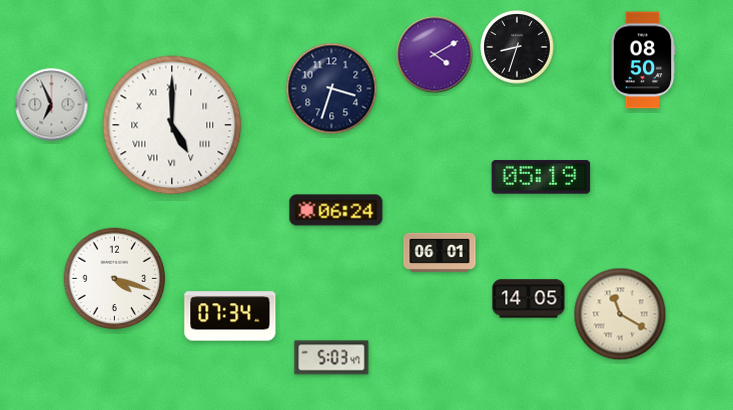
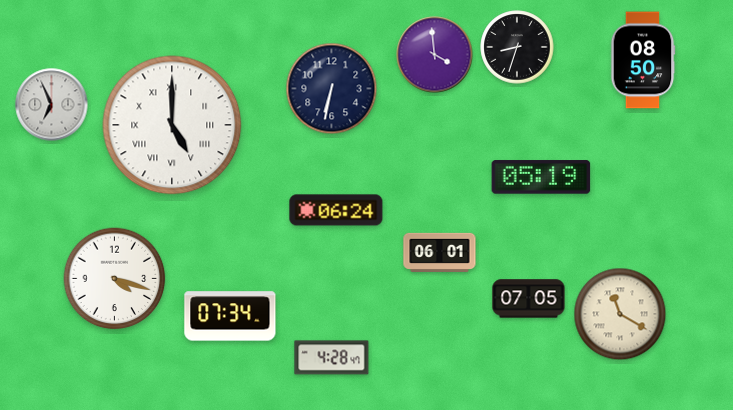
clock at (435, 55): 4:10 -> 3:59
clock at (332, 89): 3:33 -> 6:32
clock at (529, 299): 14:05 -> 07:05
clock at (332, 358): 5:03 -> 4:28
